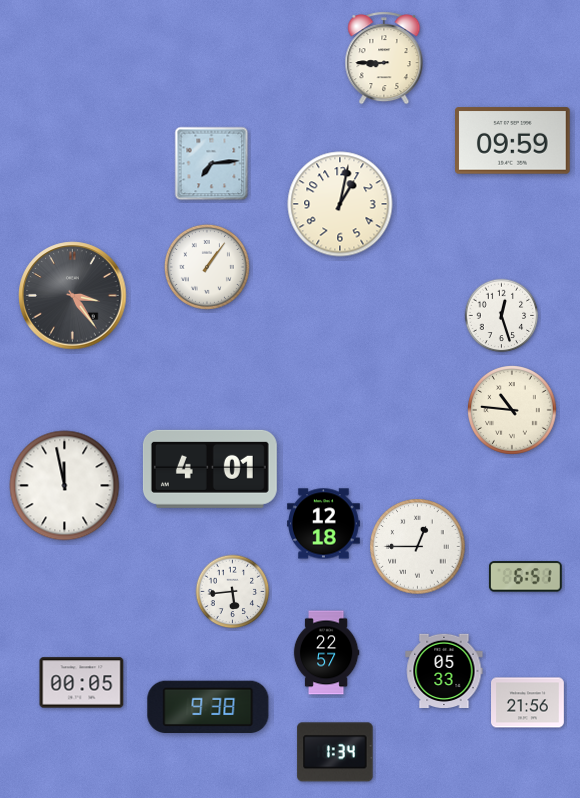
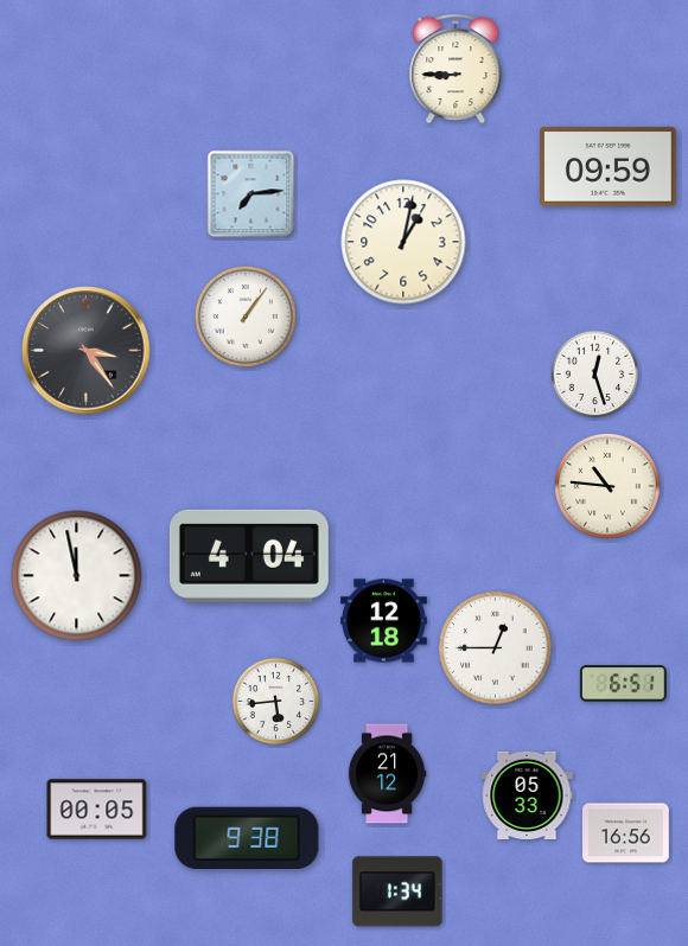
clock at (210, 469): 4:01 -> 4:04
clock at (326, 653): 22:57 -> 21:12
clock at (528, 703): 21:56 -> 16:56
